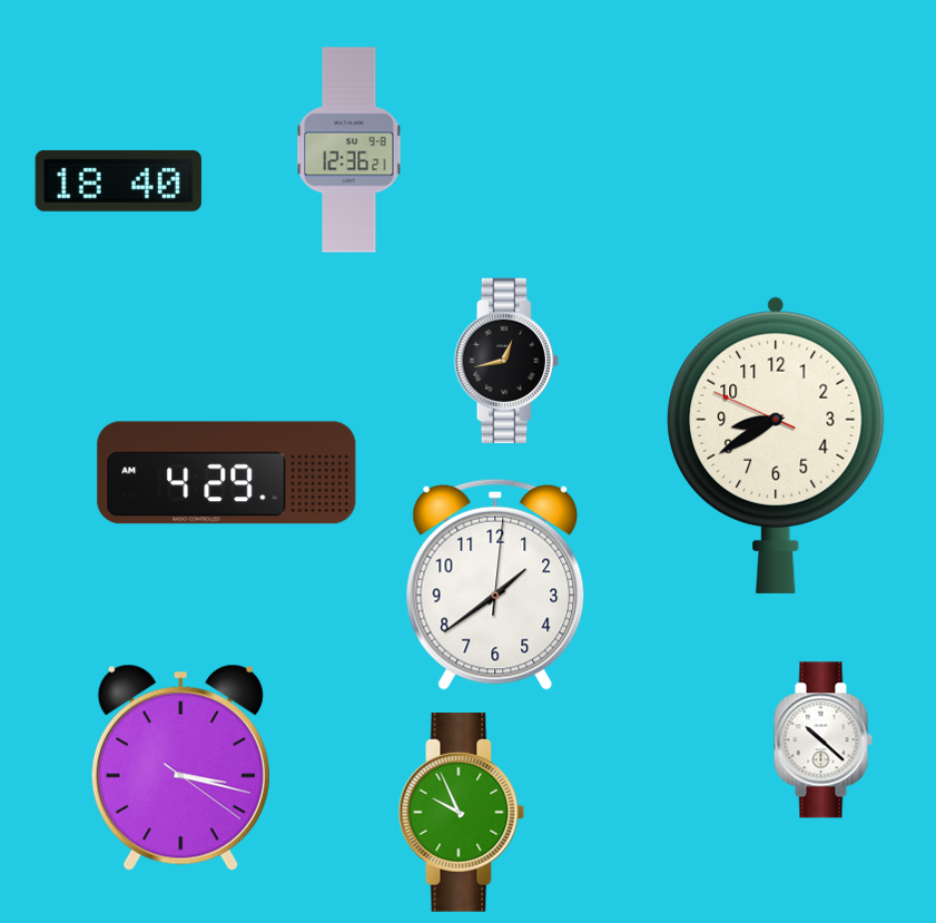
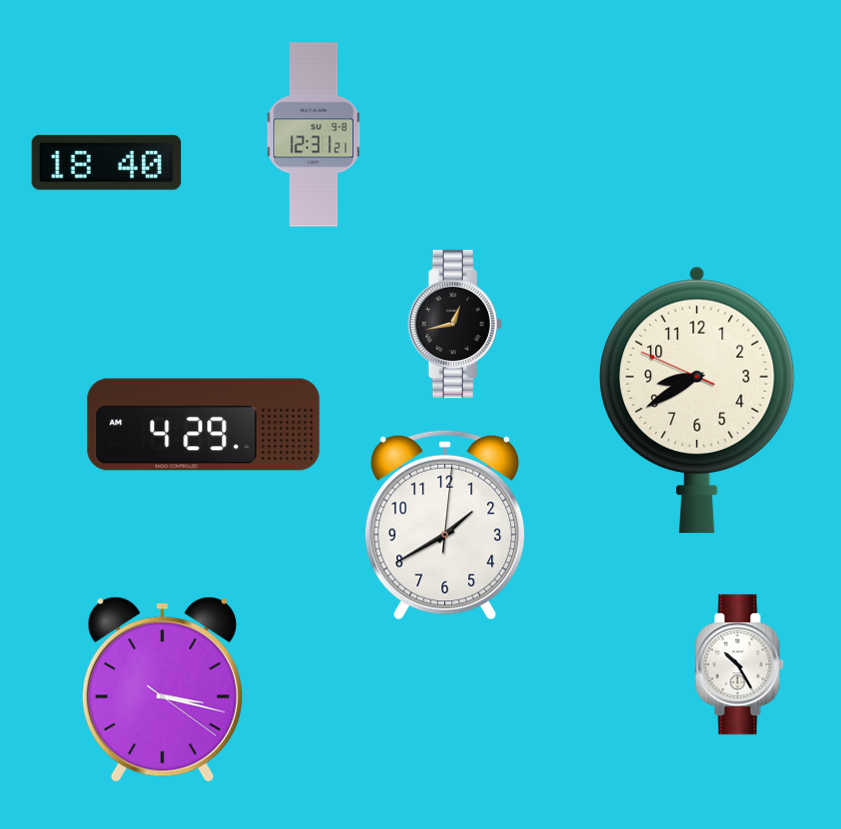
clock at (349, 150): 12:36 -> 12:31
clock at (495, 585): 1:39 -> 1:40
clock at (822, 740): 10:22 -> 10:25
clock at (462, 812): 9:56 -> none
